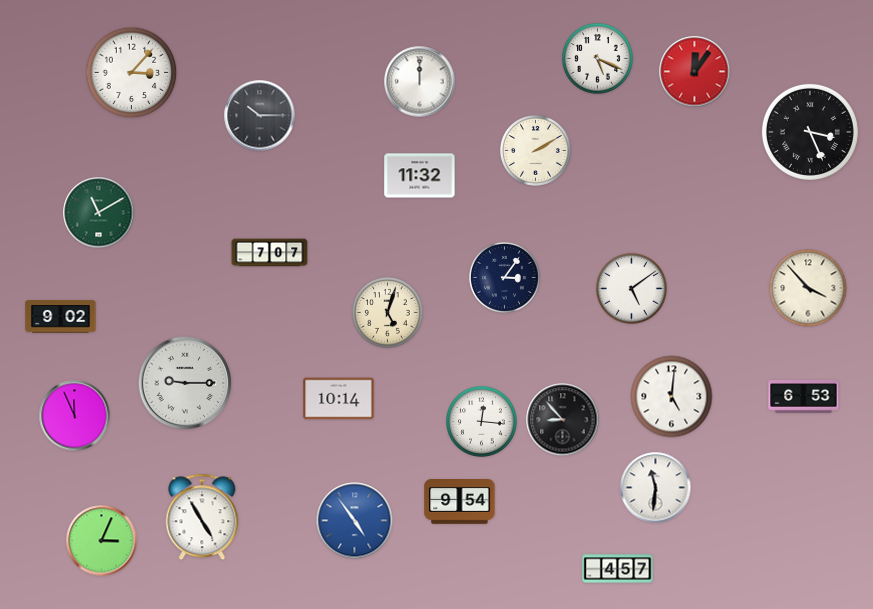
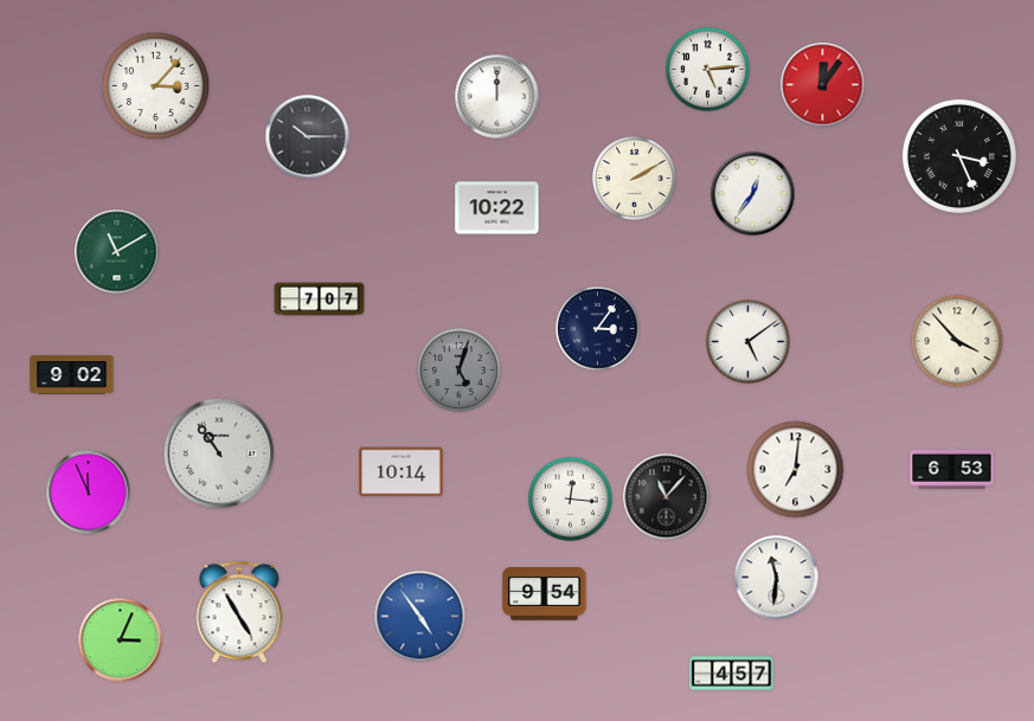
clock at (598, 59): 5:19 -> 5:14
clock at (753, 194): none -> 12:36
clock at (420, 176): 11:32 -> 10:22
clock at (388, 313) dial: cream -> grey
clock at (185, 383): 9:15 -> 10:54
clock at (672, 397): 5:01 -> 7:01
clock at (563, 420): 8:53 -> 11:07
